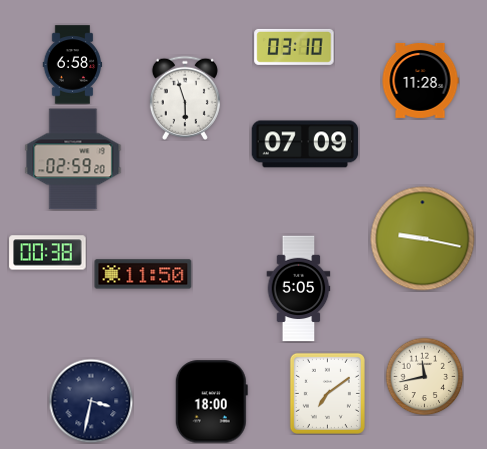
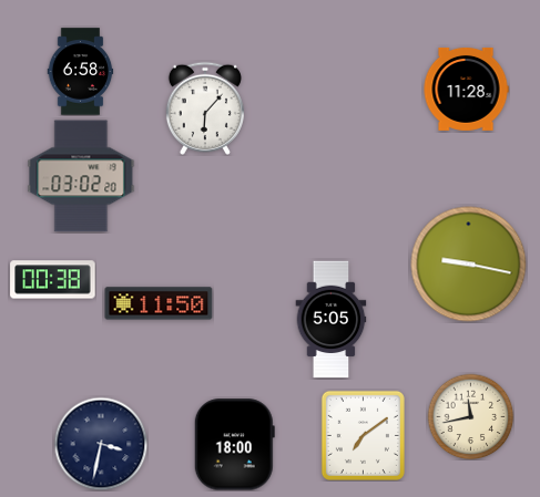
clock at (294, 47): 03:10 -> none
clock at (185, 98): 5:57 -> 6:07
clock at (305, 144): 07:09 -> none
clock at (73, 159): 02:59 -> 03:02
